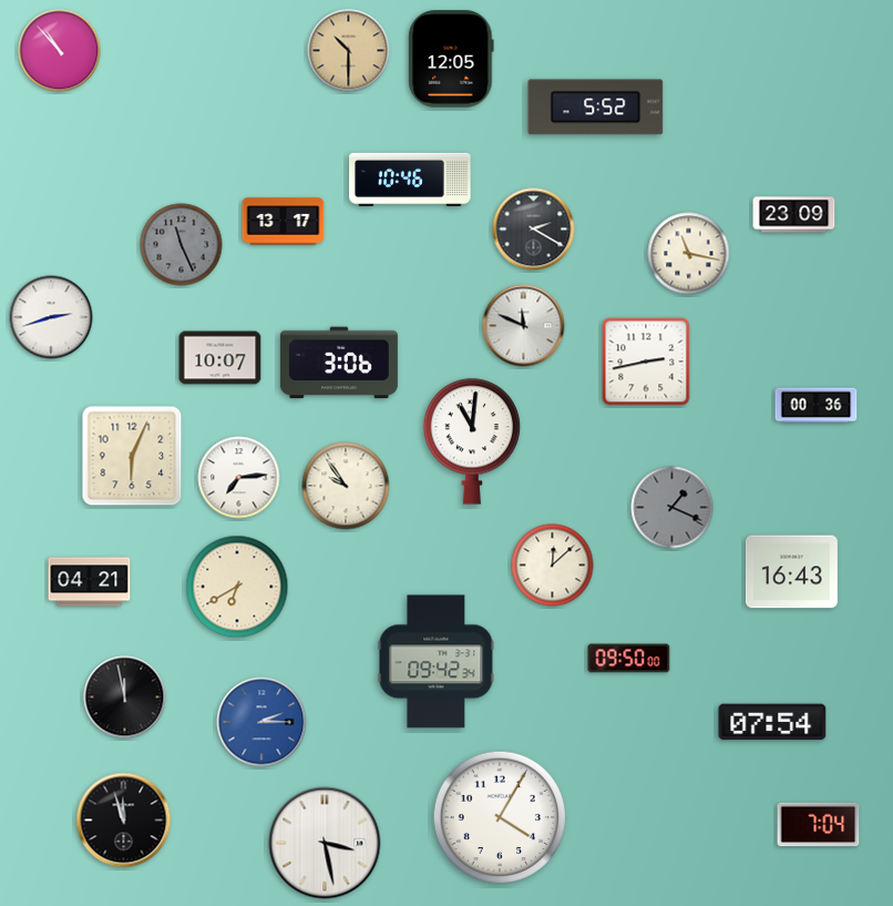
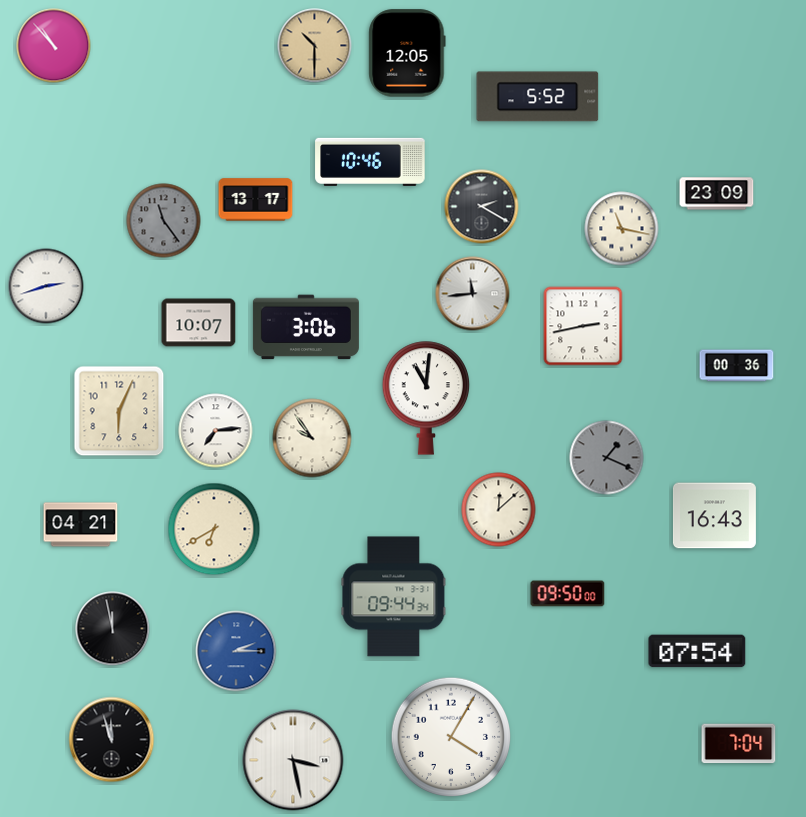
clock at (182, 245): 11:26 -> 11:24
clock at (524, 326): 11:49 -> 11:44
clock at (437, 662): 09:42 -> 09:44
